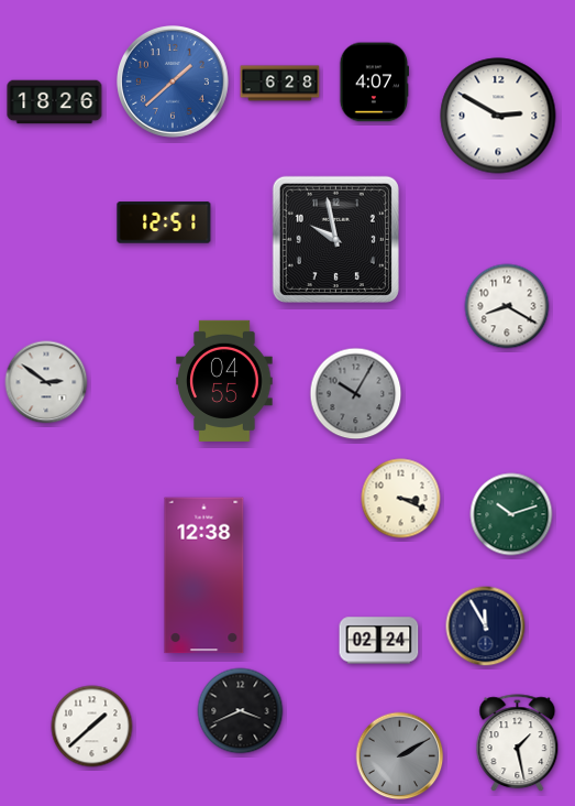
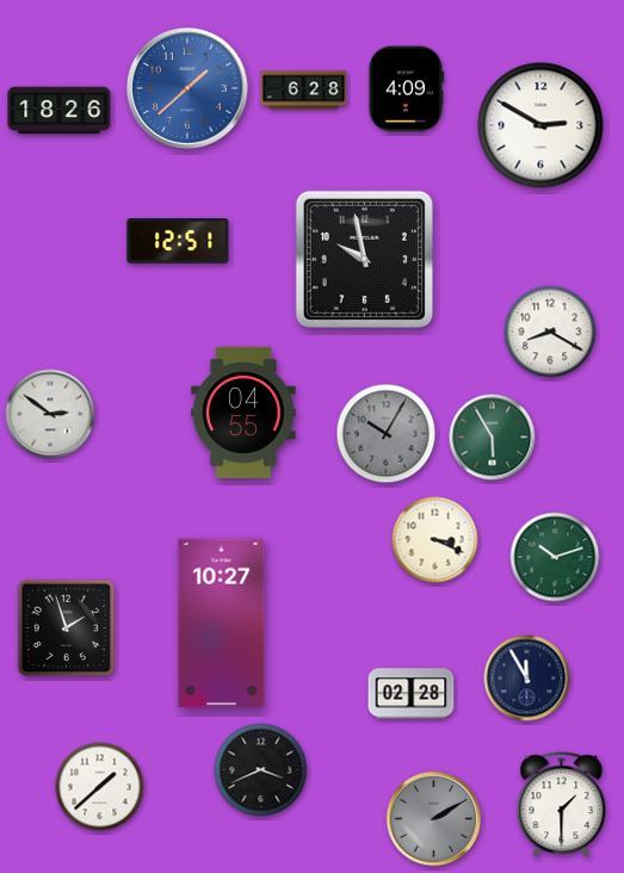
clock at (374, 83): 4:07 -> 4:09
clock at (356, 394) position: (356, 394) -> (387, 434)
clock at (493, 438): none -> 5:55
clock at (204, 576): 12:38 -> 10:27
clock at (67, 629): none -> 1:57
clock at (379, 641): 02:24 -> 02:28
clock at (518, 743): 1:28 -> 1:30
